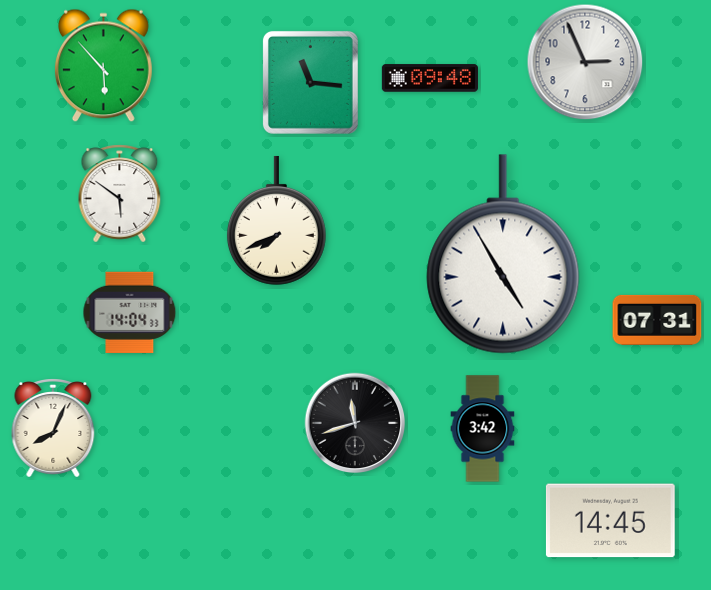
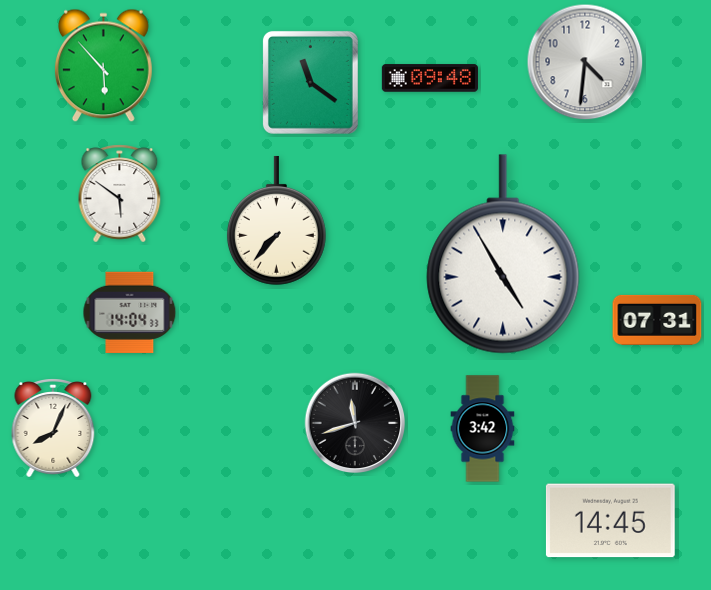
clock at (585, 62): 2:56 -> 4:31
clock at (310, 82): 11:16 -> 11:21
clock at (276, 220): 7:41 -> 7:37
